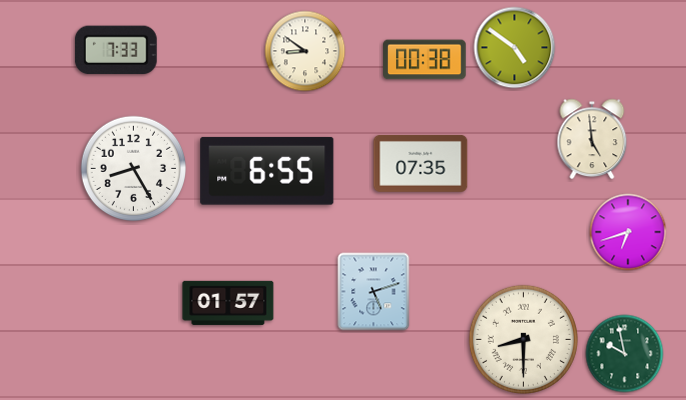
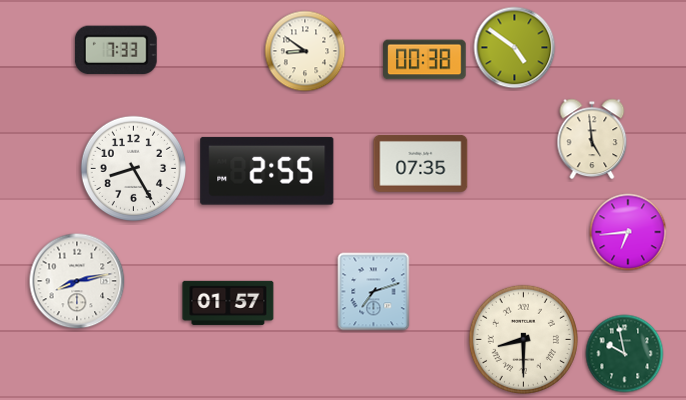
clock at (267, 171): 6:55 -> 2:55
clock at (628, 232): 6:42 -> 6:44
clock at (77, 281): none -> 8:13
clock at (374, 292): 5:12 -> 7:12
